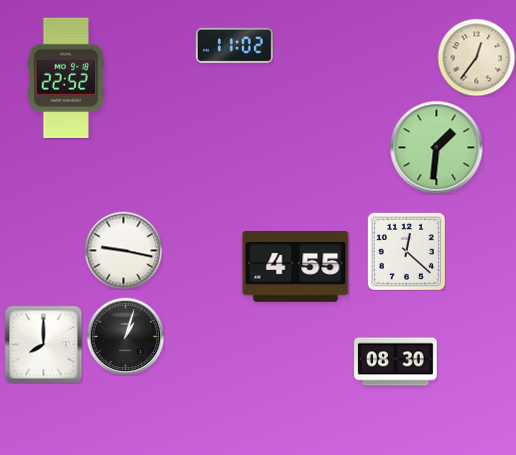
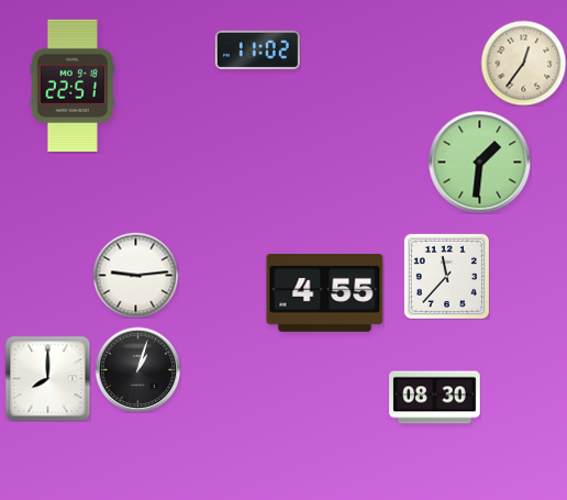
clock at (66, 78): 22:52 -> 22:51
clock at (123, 250): 9:17 -> 9:14
clock at (406, 251): 12:22 -> 11:37
